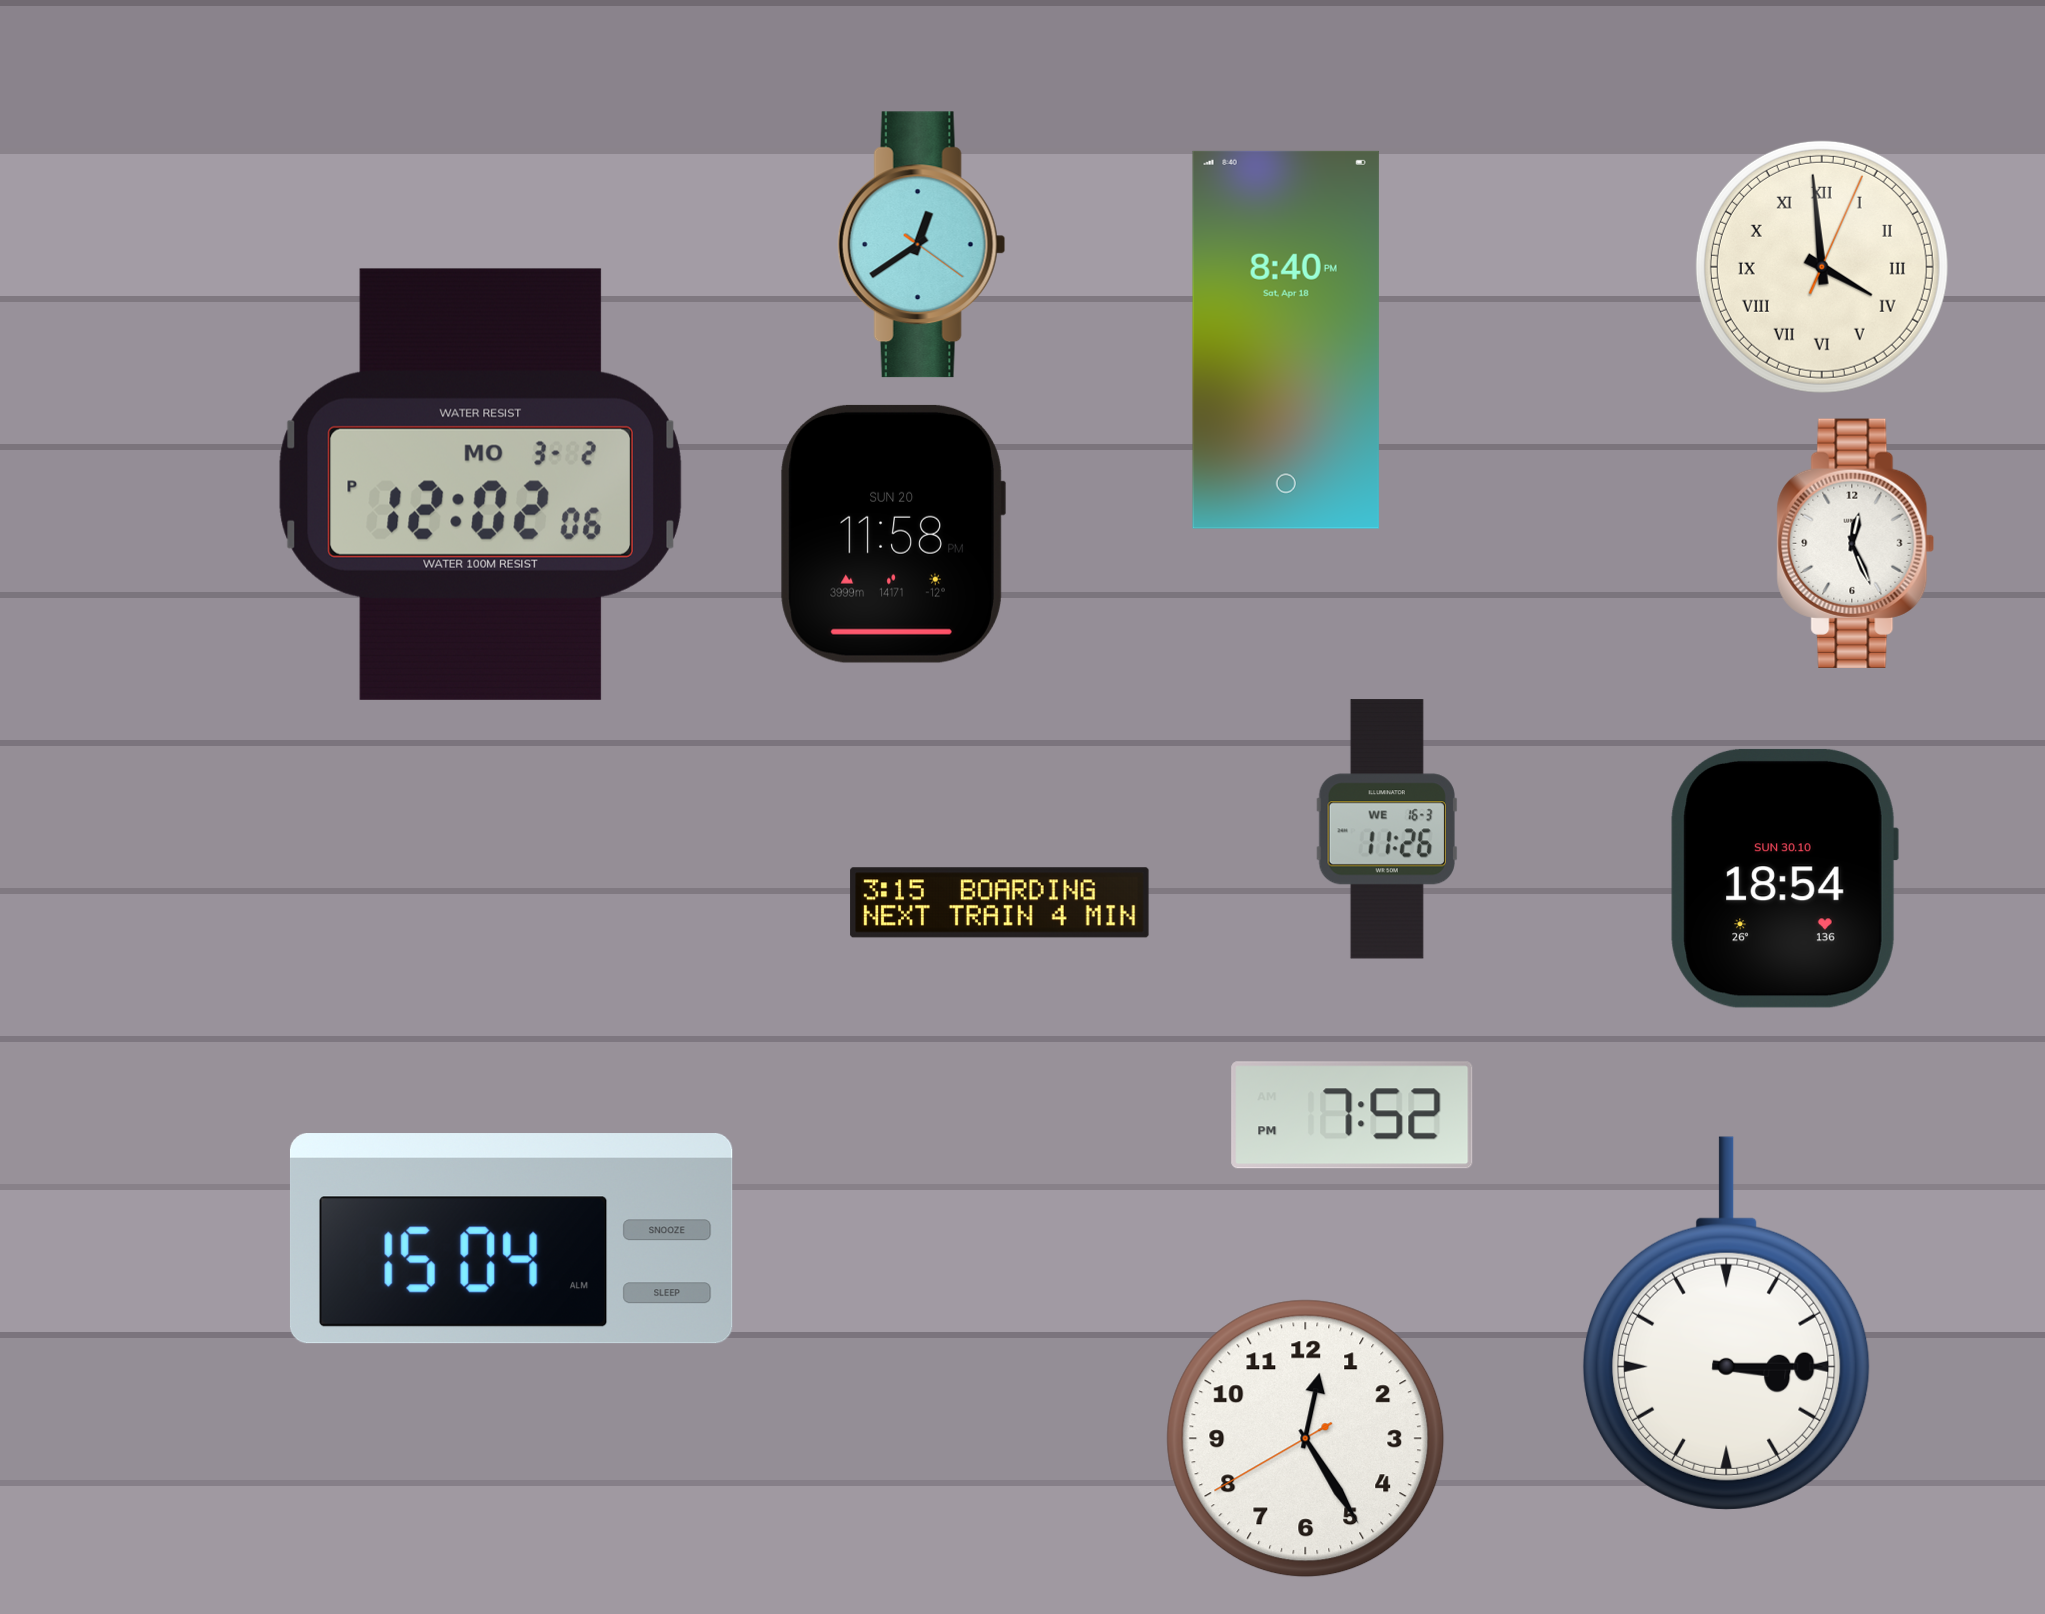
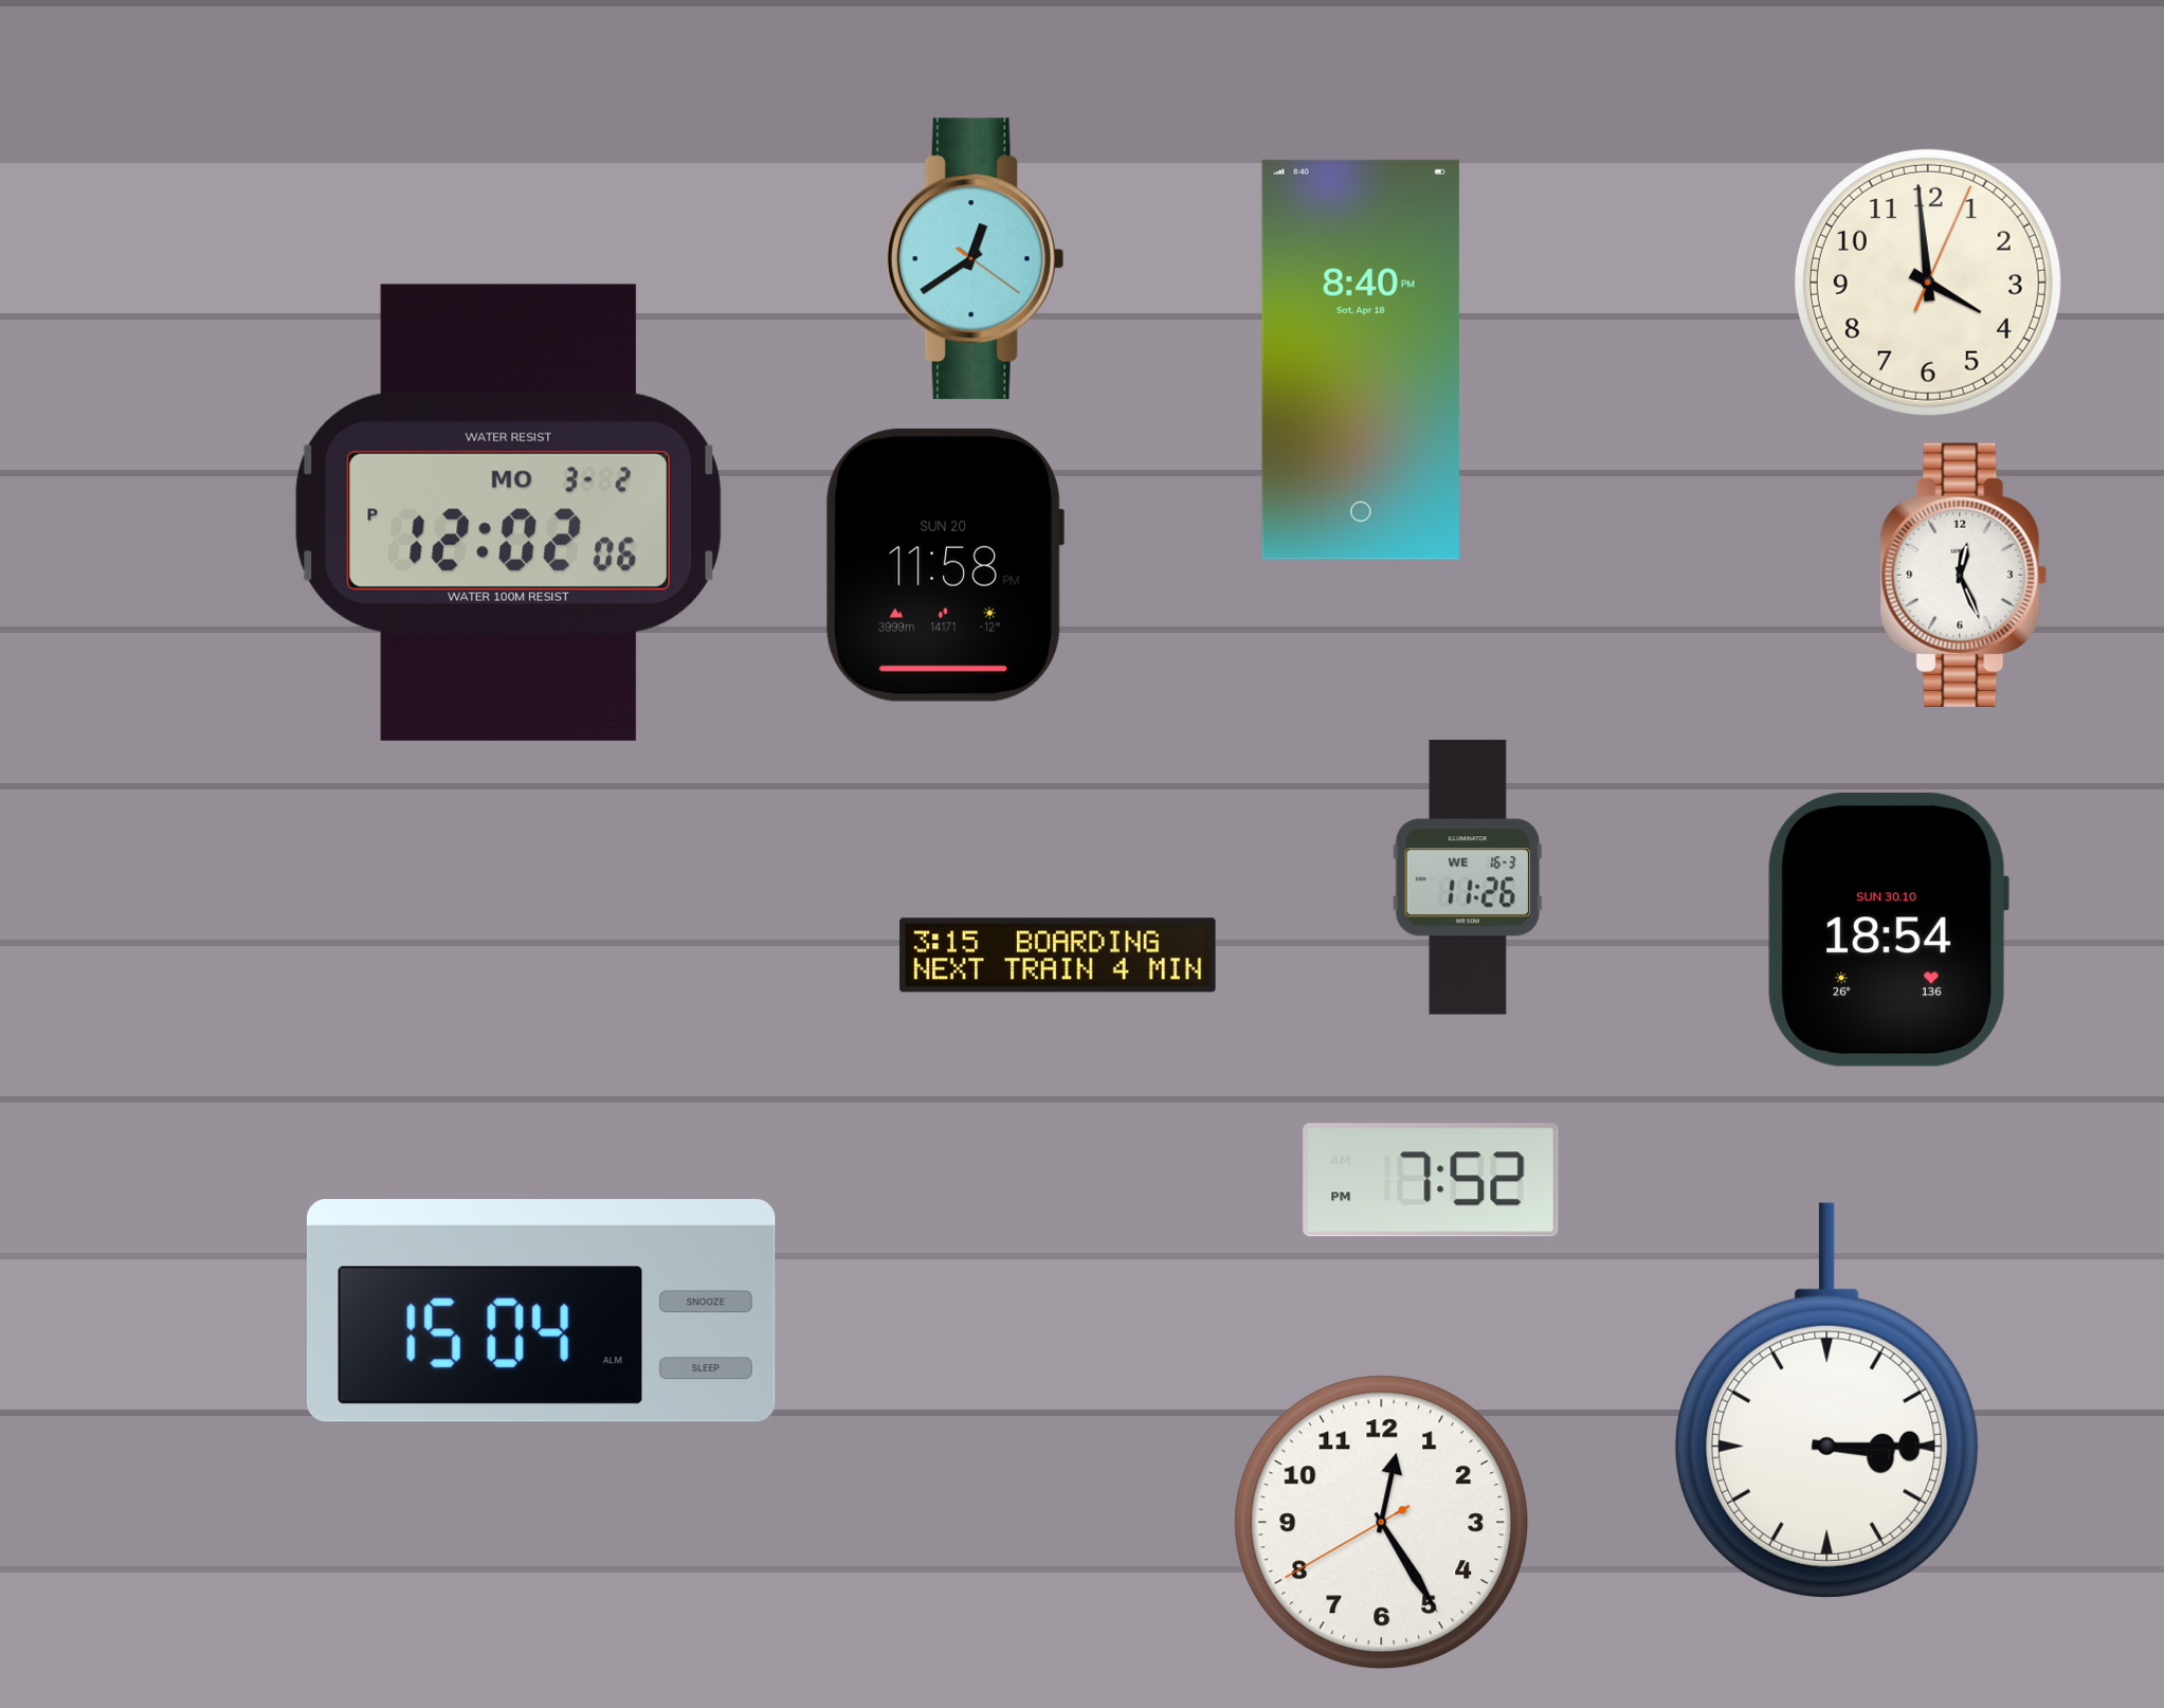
clock at (1822, 267) numerals: Roman -> Arabic
